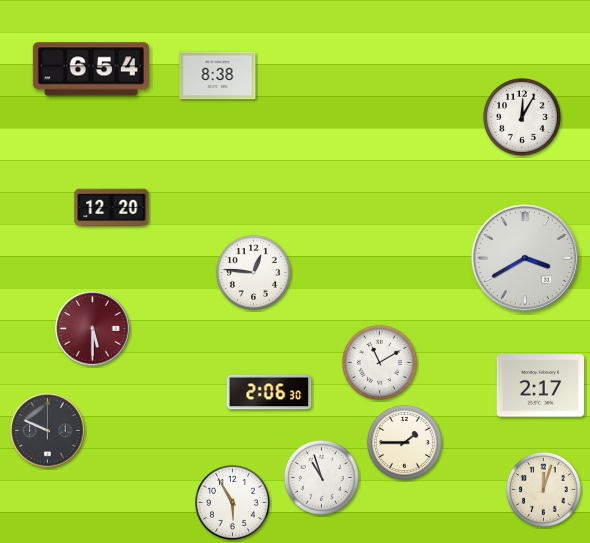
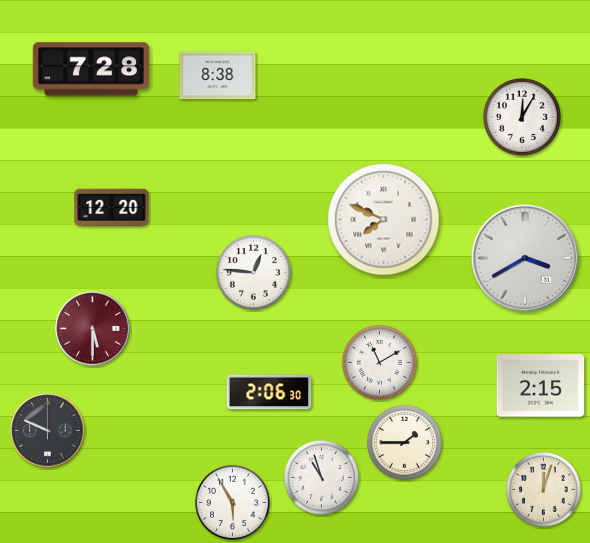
clock at (91, 69): 6:54 -> 7:28
clock at (384, 220): none -> 7:49
clock at (541, 386): 2:17 -> 2:15
